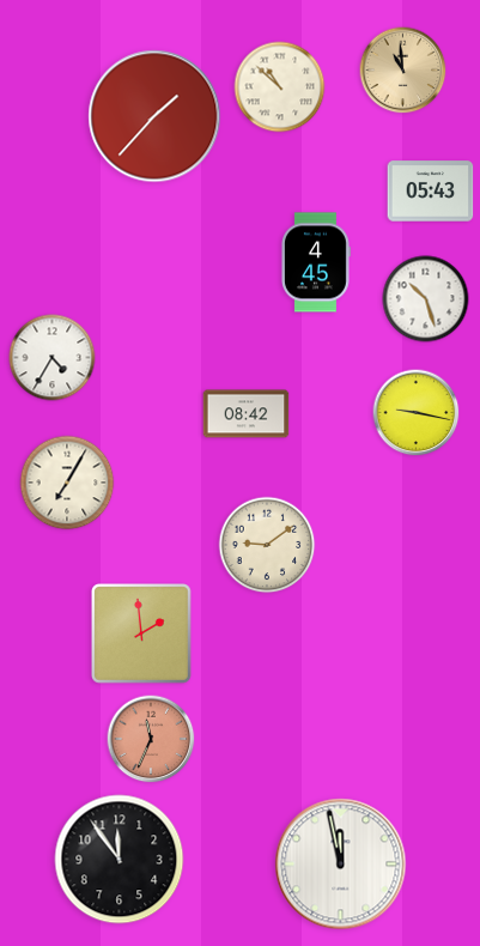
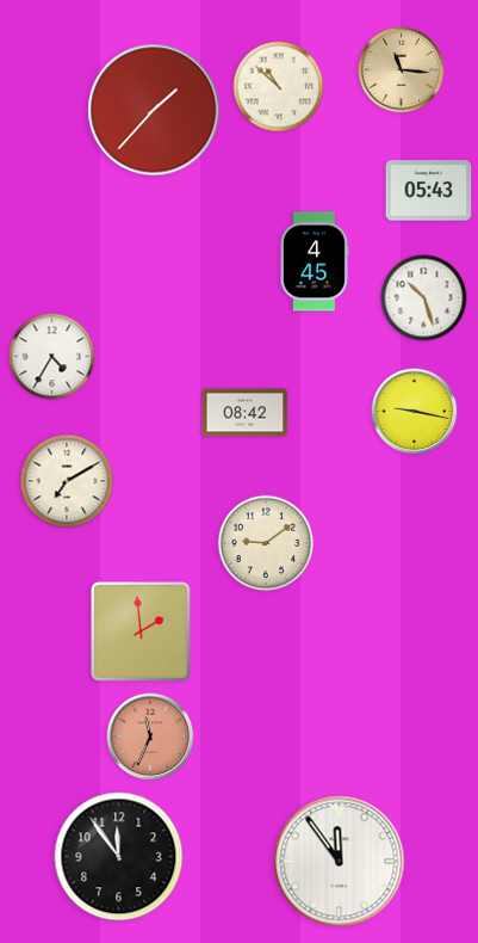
clock at (403, 71): 10:59 -> 11:16
clock at (154, 116) position: (154, 116) -> (154, 110)
clock at (67, 483): 7:05 -> 7:10
clock at (341, 865): 11:58 -> 11:54
